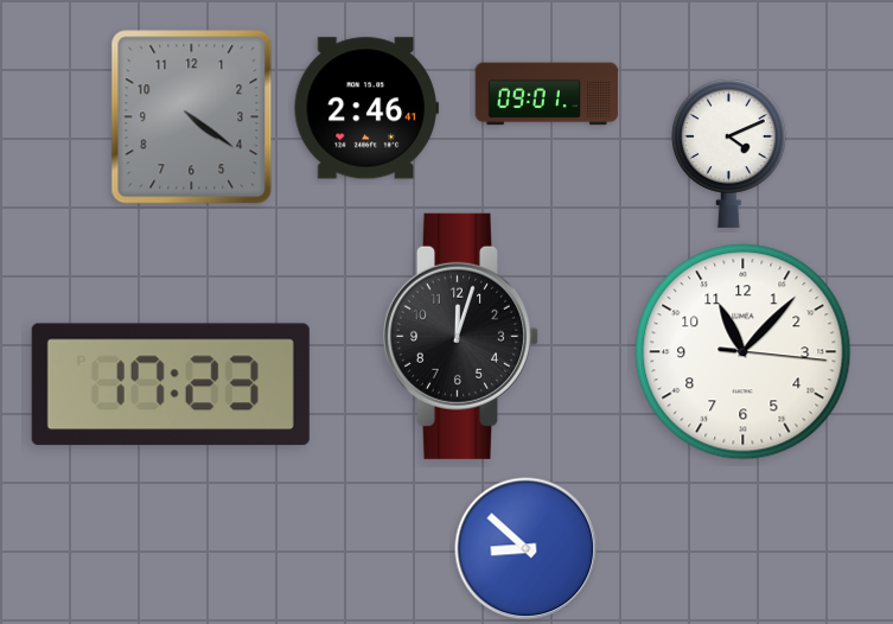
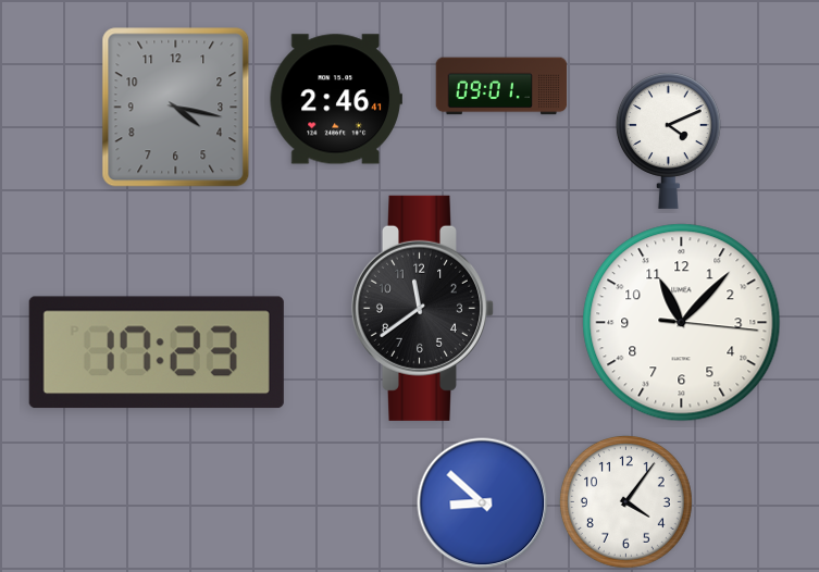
clock at (192, 117): 4:21 -> 4:17
clock at (460, 336): 12:03 -> 11:39
clock at (625, 501): none -> 4:06
